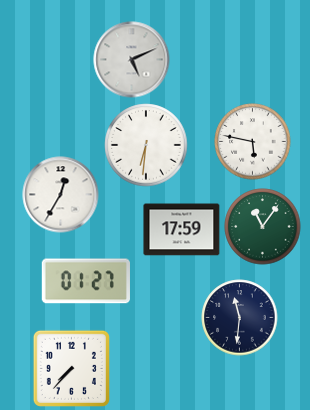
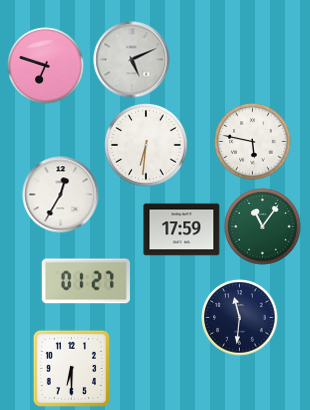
clock at (46, 66): none -> 6:48
clock at (71, 368): 7:37 -> 6:30
